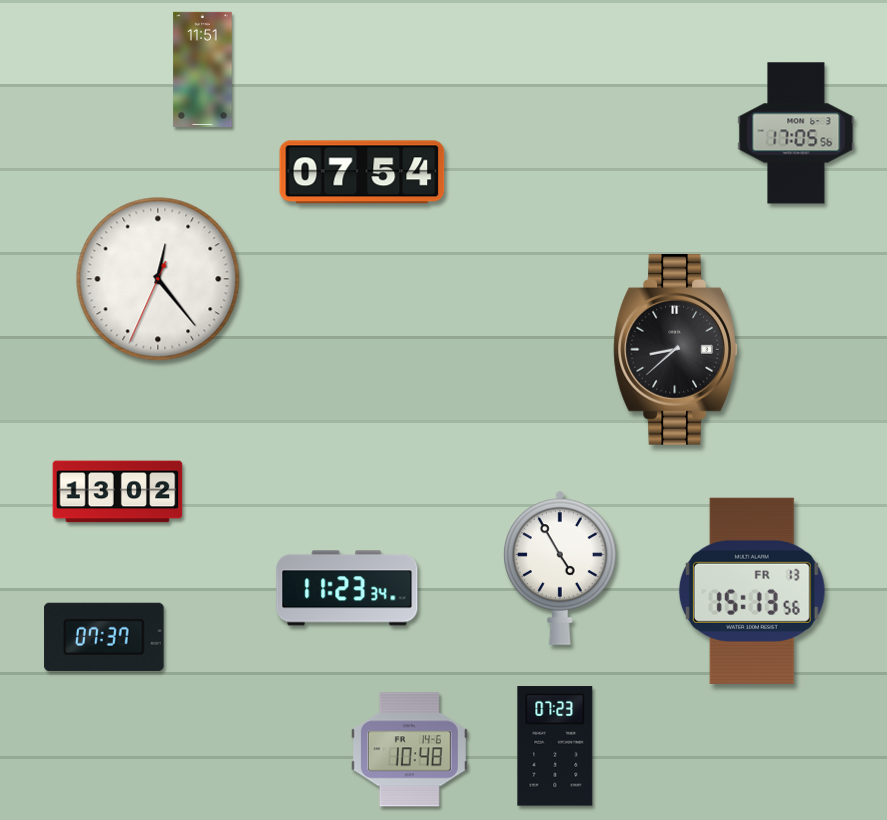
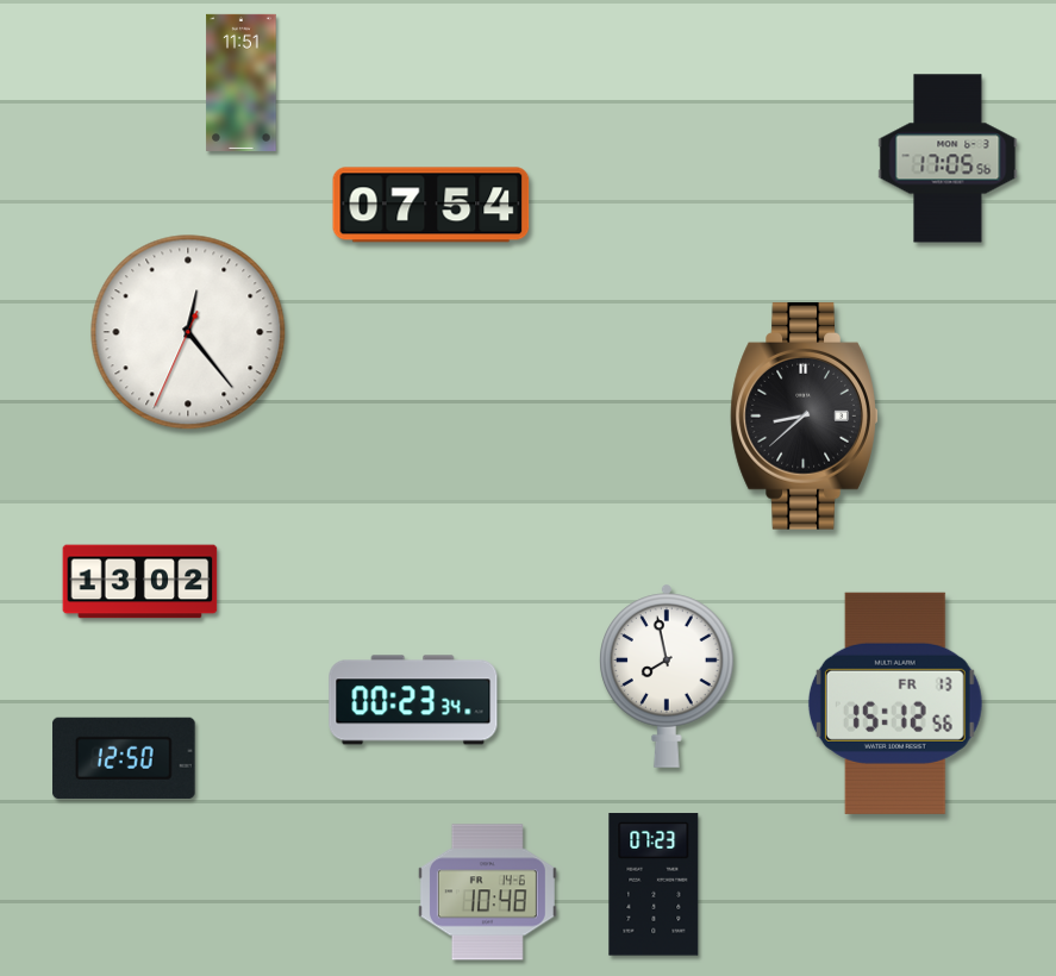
clock at (118, 492) position: (118, 492) -> (140, 582)
clock at (561, 568): 4:55 -> 7:58
clock at (347, 588): 11:23 -> 00:23
clock at (752, 591): 15:13 -> 15:12
clock at (104, 637): 07:37 -> 12:50
clock at (555, 746) position: (555, 746) -> (654, 884)
